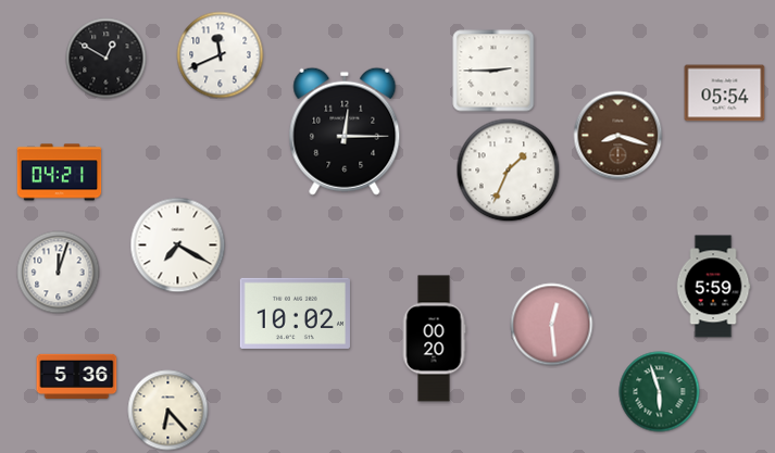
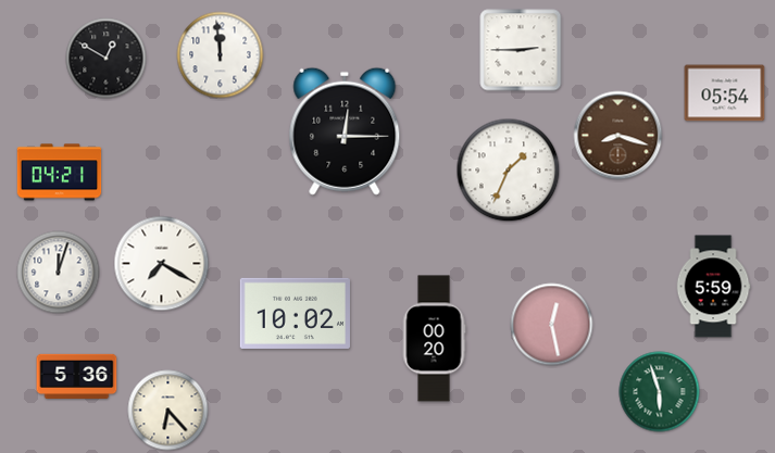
clock at (221, 55): 11:41 -> 11:59
clock at (493, 71) position: (493, 71) -> (521, 50)
clock at (178, 246) position: (178, 246) -> (162, 264)
clock at (552, 325): 12:29 -> 12:28
